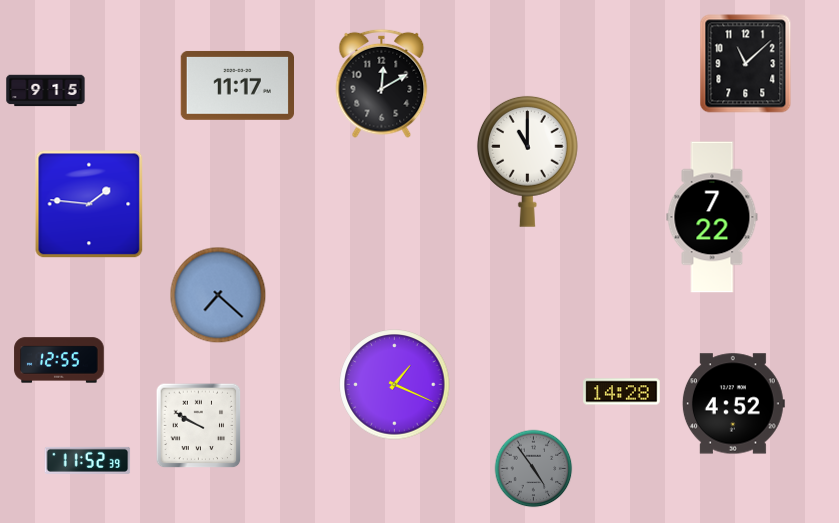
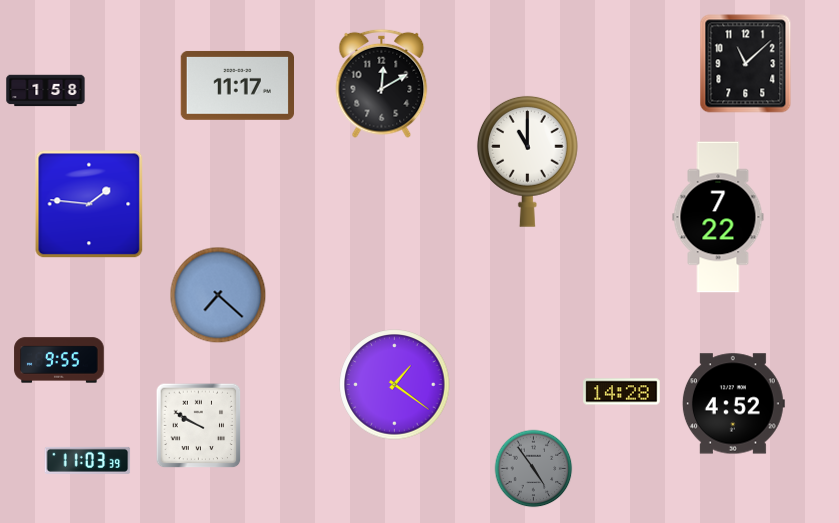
clock at (46, 91): 9:15 -> 1:58
clock at (712, 217) position: (712, 217) -> (718, 217)
clock at (59, 360): 12:55 -> 9:55
clock at (395, 385): 1:19 -> 1:21
clock at (88, 460): 11:52 -> 11:03
